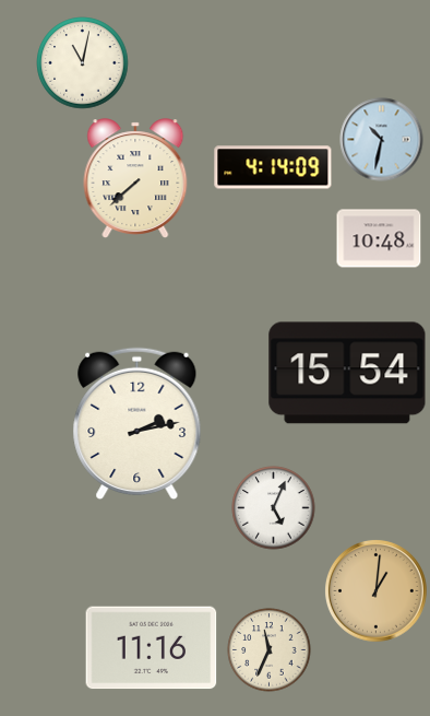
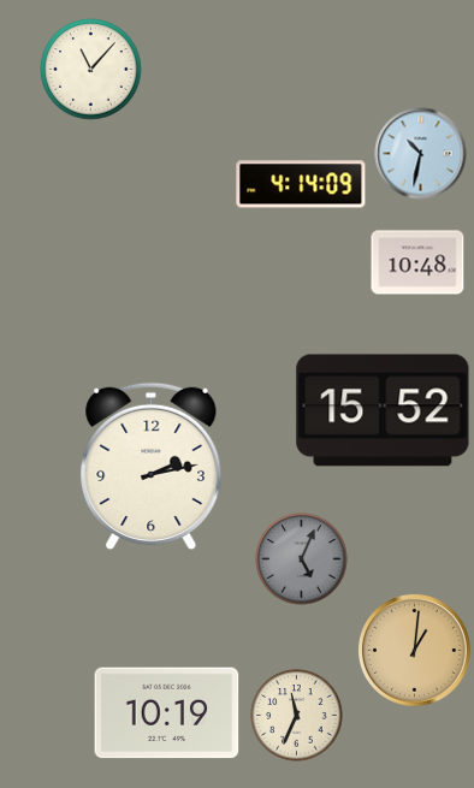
clock at (83, 63): 11:02 -> 11:07
clock at (135, 178): 7:38 -> none
clock at (347, 373): 15:54 -> 15:52
clock at (274, 508) dial: white -> grey
clock at (152, 648): 11:16 -> 10:19
